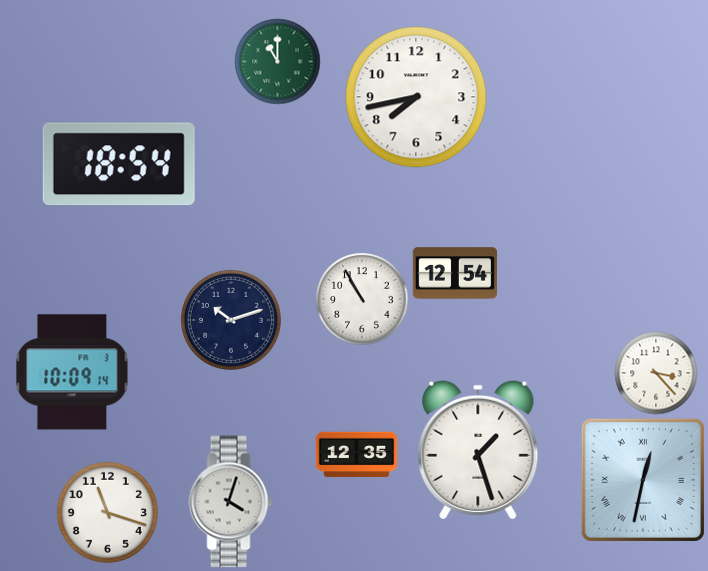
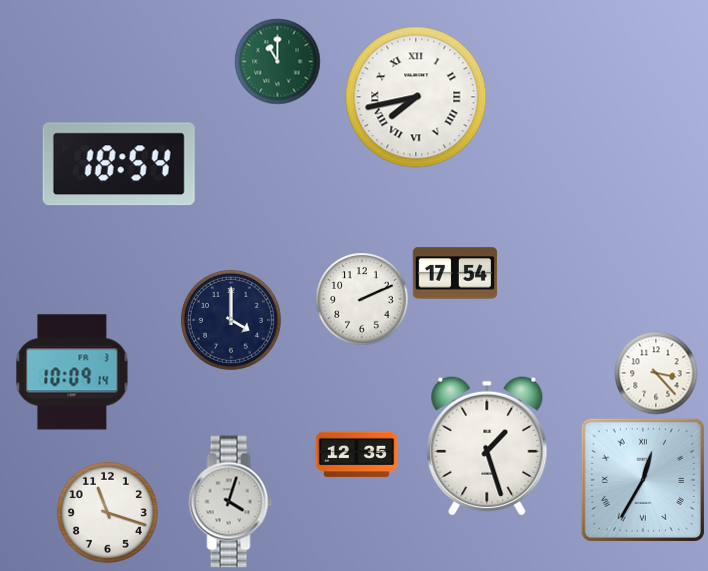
clock at (416, 97) numerals: Arabic -> Roman
clock at (455, 273): 12:54 -> 17:54
clock at (362, 299): 10:55 -> 2:11
clock at (231, 320): 10:12 -> 4:00
clock at (478, 450) position: (478, 450) -> (487, 446)
clock at (643, 480): 12:32 -> 12:35
